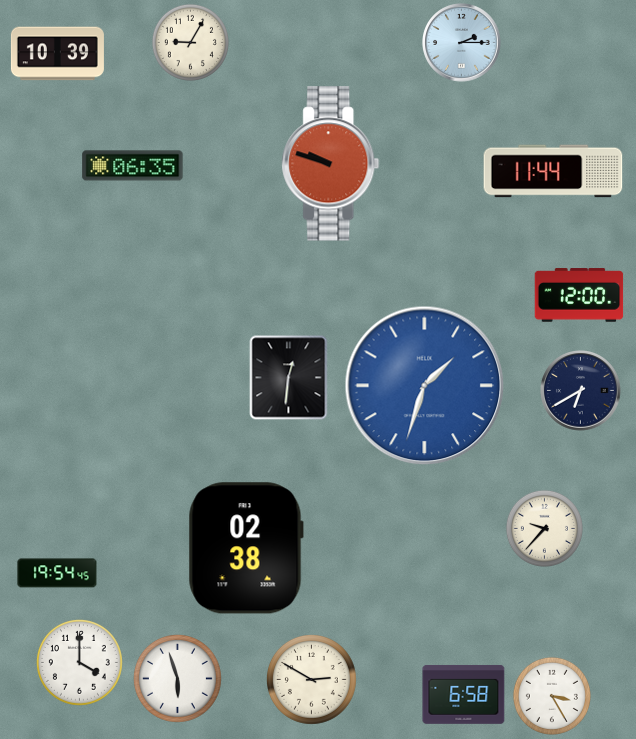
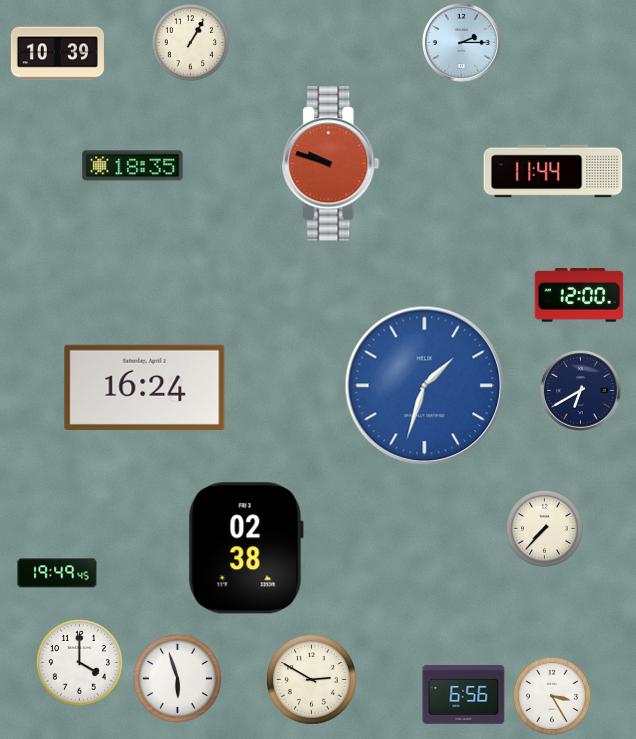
clock at (190, 42): 9:05 -> 1:05
clock at (133, 166): 06:35 -> 18:35
clock at (289, 378): 12:31 -> none
clock at (145, 387): none -> 16:24
clock at (544, 528): 9:37 -> 7:37
clock at (57, 573): 19:54 -> 19:49
clock at (464, 694): 6:58 -> 6:56
